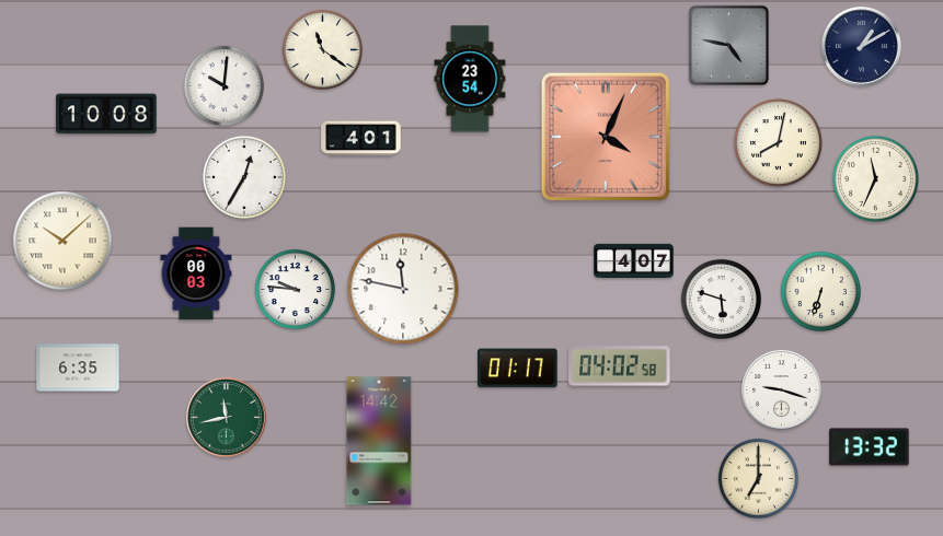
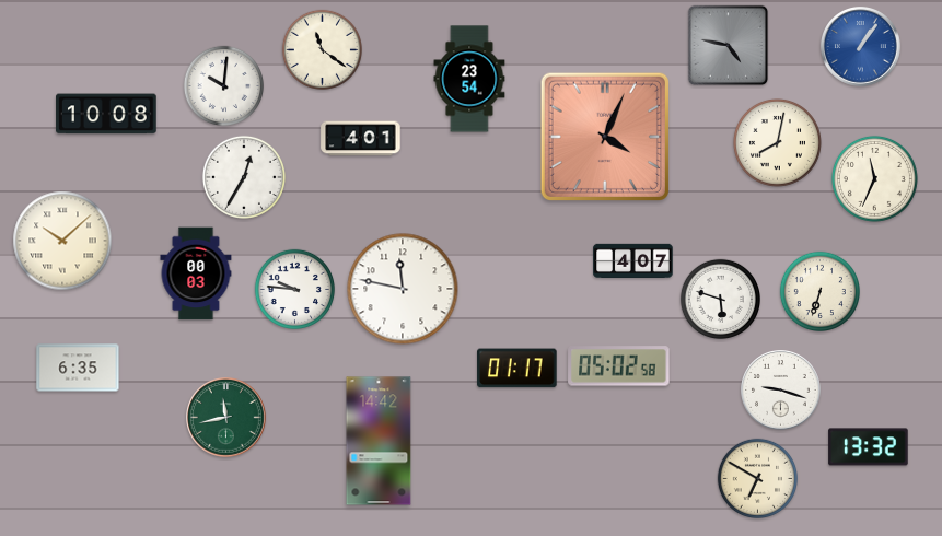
clock at (862, 47): 1:10 -> 1:06
clock at (862, 47) dial: navy -> blue
clock at (620, 366): 04:02 -> 05:02
clock at (758, 478): 7:00 -> 6:50
